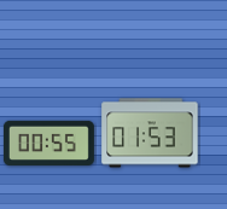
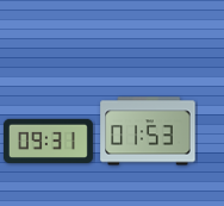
clock at (48, 143): 00:55 -> 09:31
